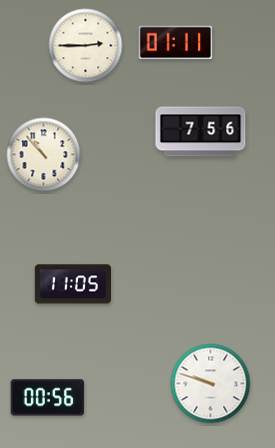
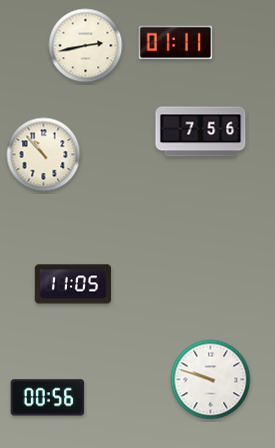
clock at (86, 46): 2:45 -> 2:43
clock at (211, 384) position: (211, 384) -> (211, 380)
